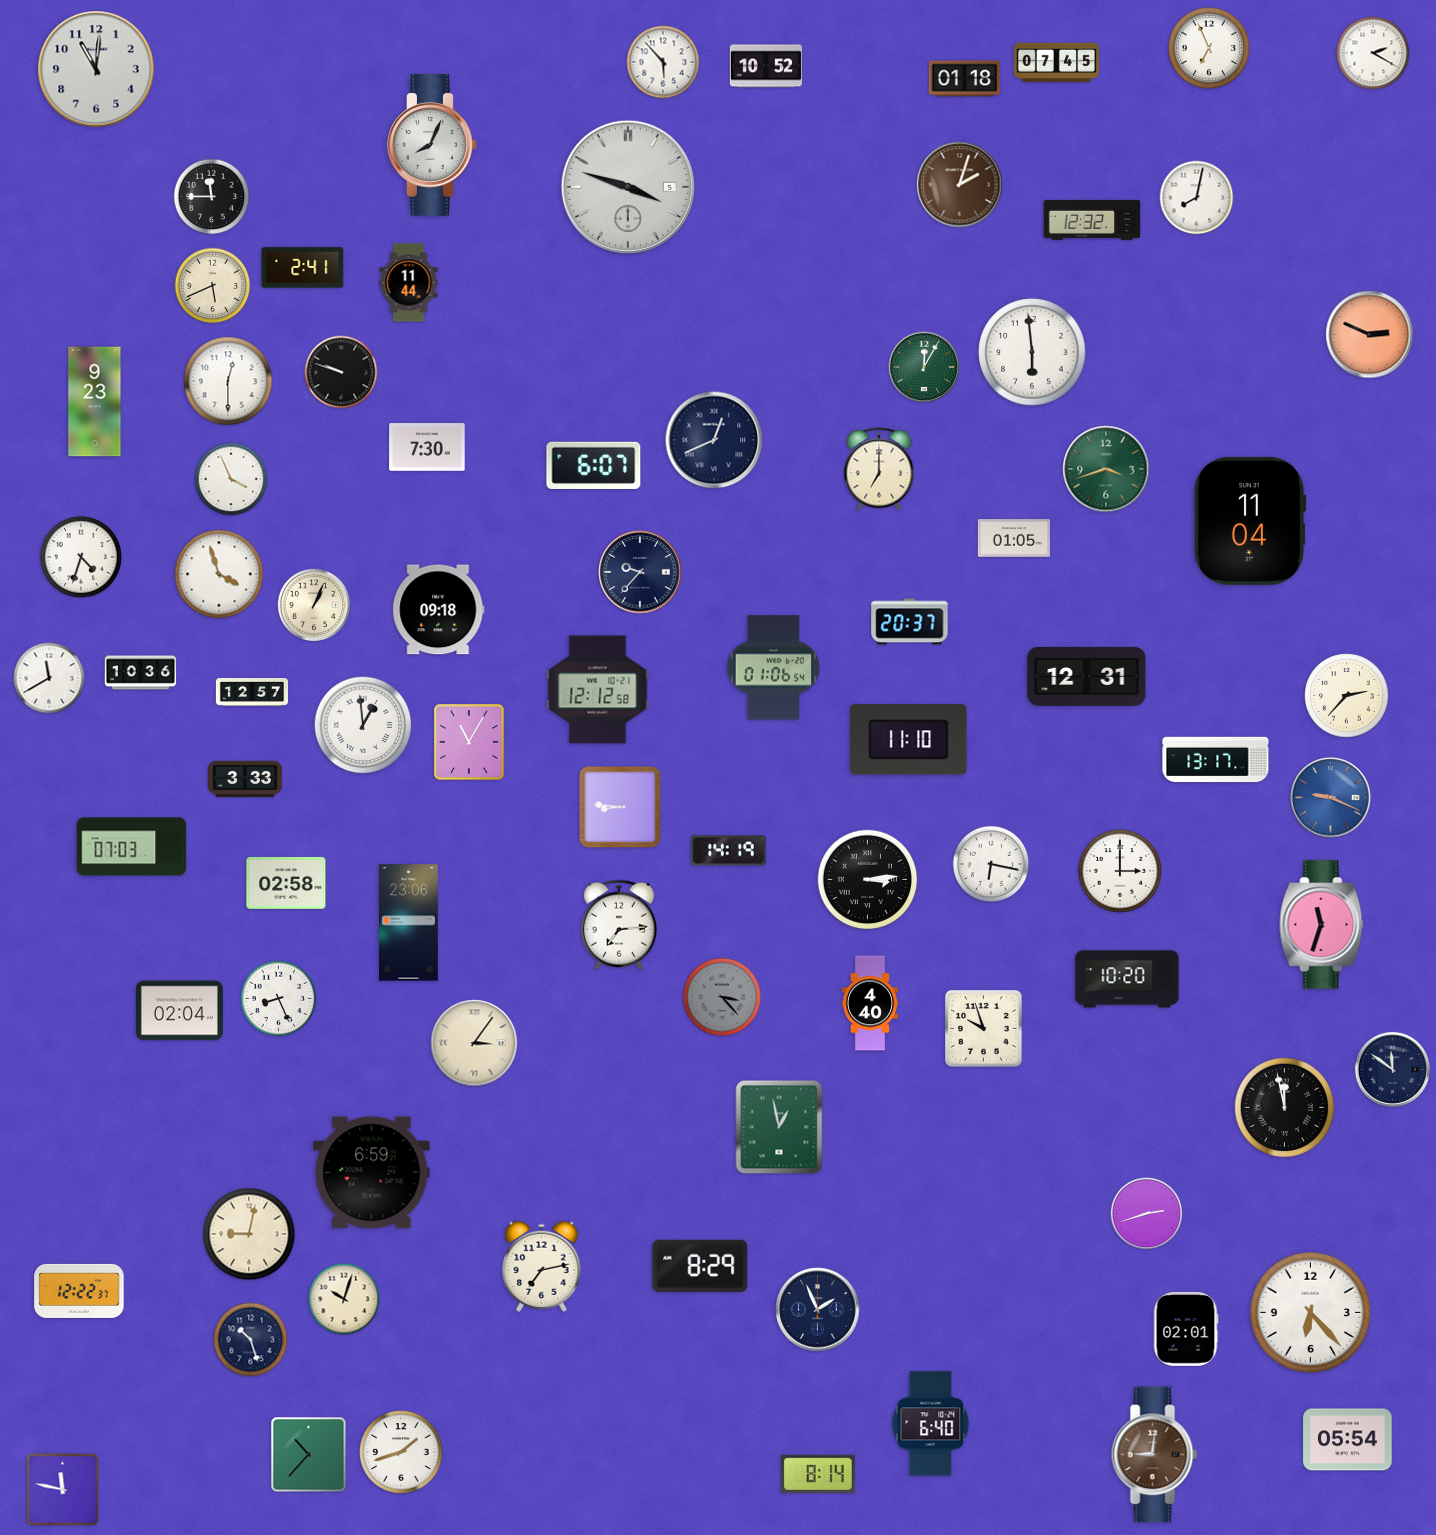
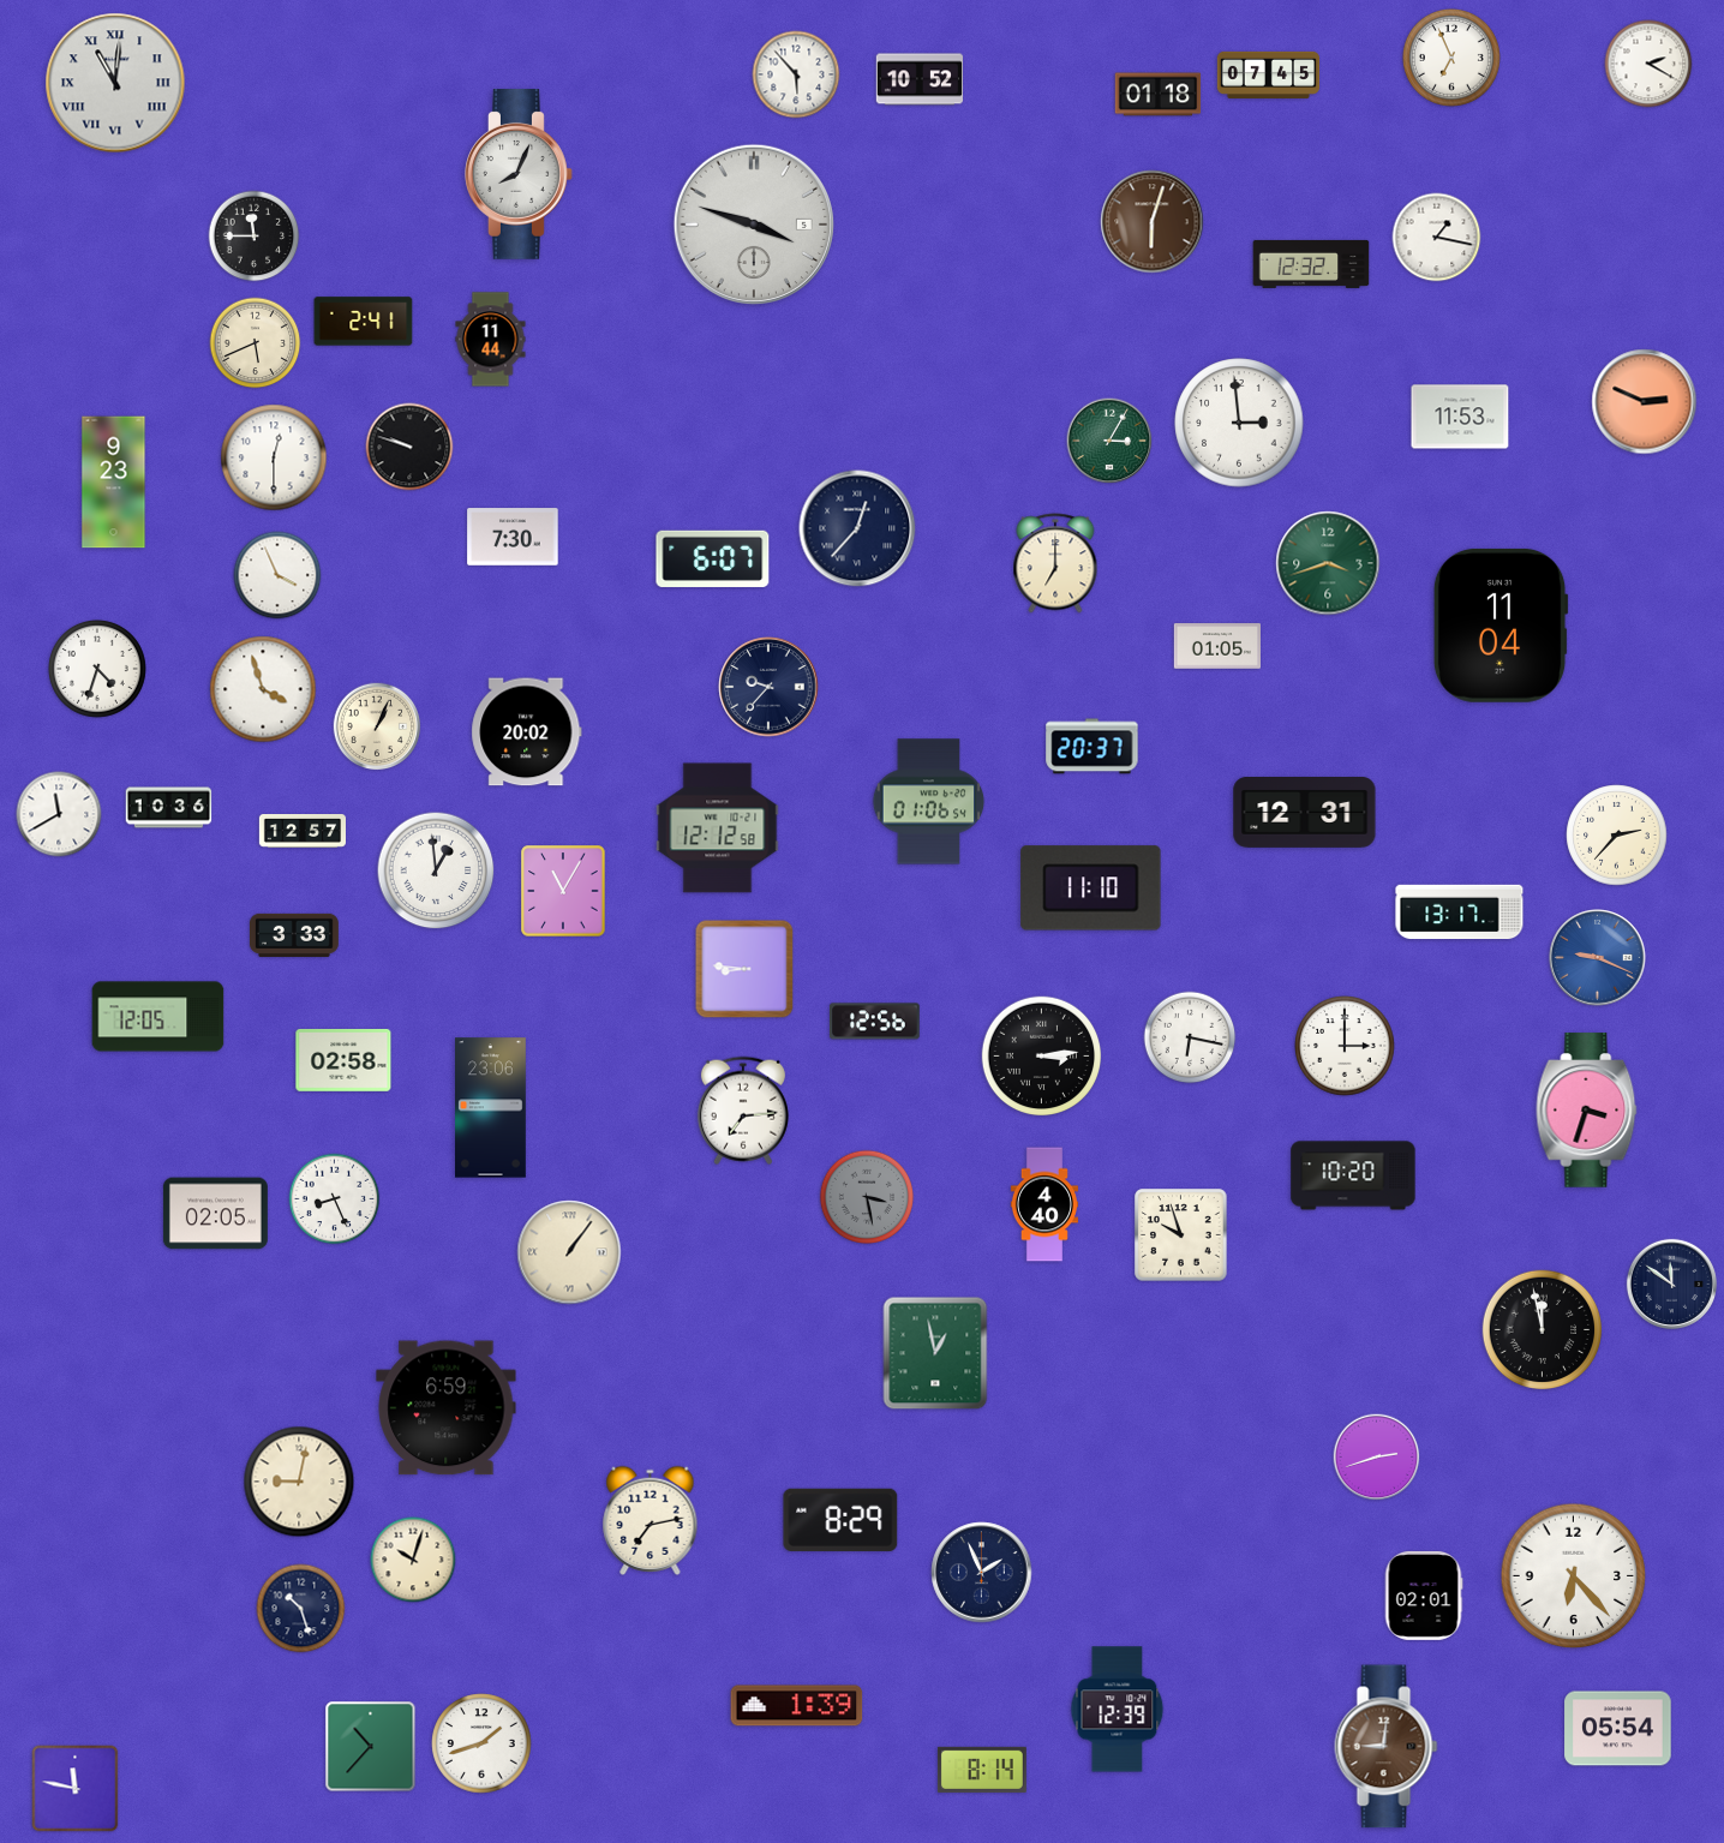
clock at (96, 69) numerals: Arabic -> Roman
clock at (960, 185): 2:03 -> 6:03
clock at (1197, 198): 8:02 -> 1:17
clock at (1460, 417): none -> 11:53
clock at (1032, 352): 5:59 -> 2:59
clock at (924, 367): 12:05 -> 3:05
clock at (714, 440): 12:41 -> 12:37
clock at (439, 610): 09:18 -> 20:02
clock at (132, 847): 07:03 -> 12:05
clock at (729, 851): 14:19 -> 12:56
clock at (1322, 925): 11:33 -> 3:33
clock at (721, 996): 3:23 -> 3:28
clock at (179, 1011): 02:04 -> 02:05
clock at (474, 1043): 3:06 -> 1:06
clock at (79, 1291): 12:22 -> none
clock at (797, 1706): none -> 1:39
clock at (931, 1424): 6:40 -> 12:39
